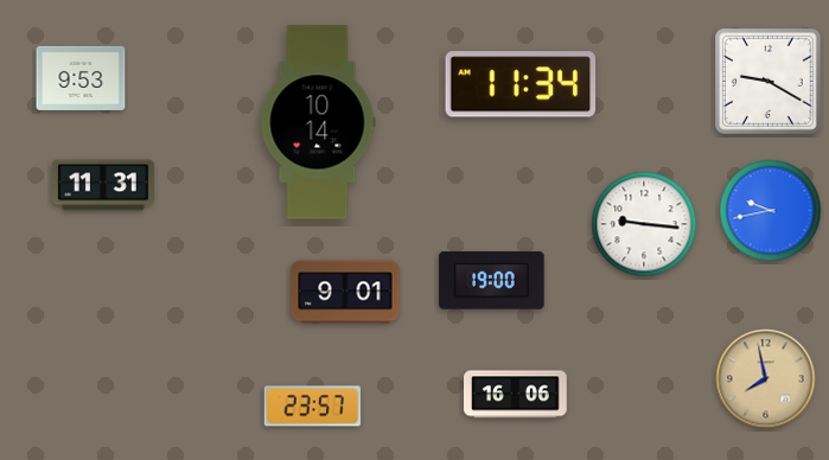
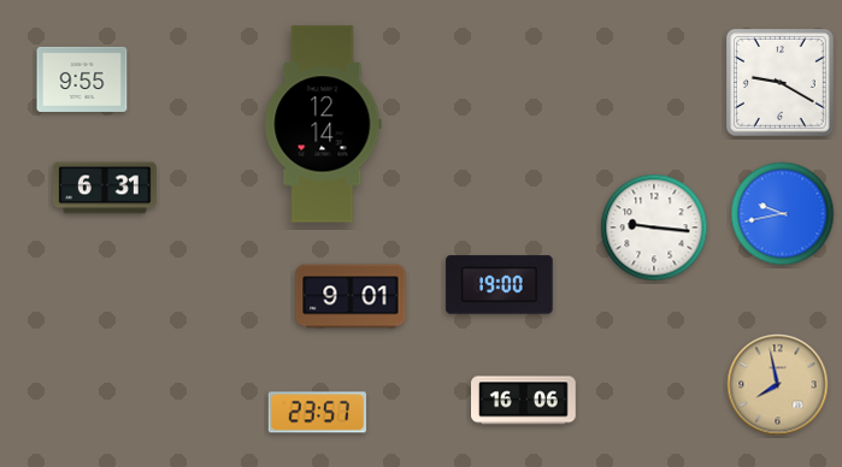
clock at (81, 78): 9:53 -> 9:55
clock at (521, 84): 11:34 -> none
clock at (318, 122): 10:14 -> 12:14
clock at (103, 185): 11:31 -> 6:31
